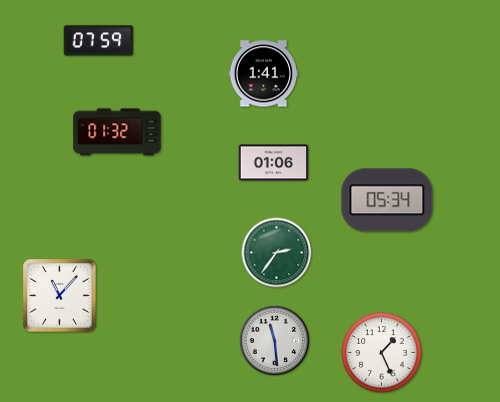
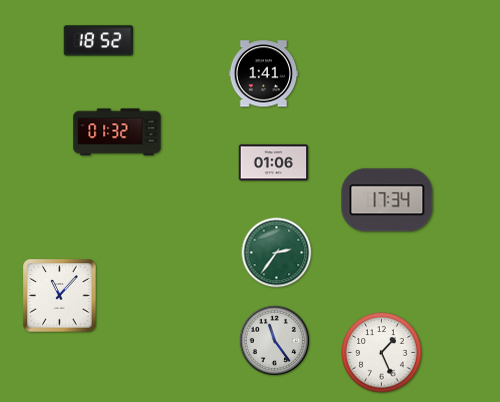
clock at (99, 41): 07:59 -> 18:52
clock at (387, 200): 05:34 -> 17:34
clock at (274, 340): 11:29 -> 11:24
